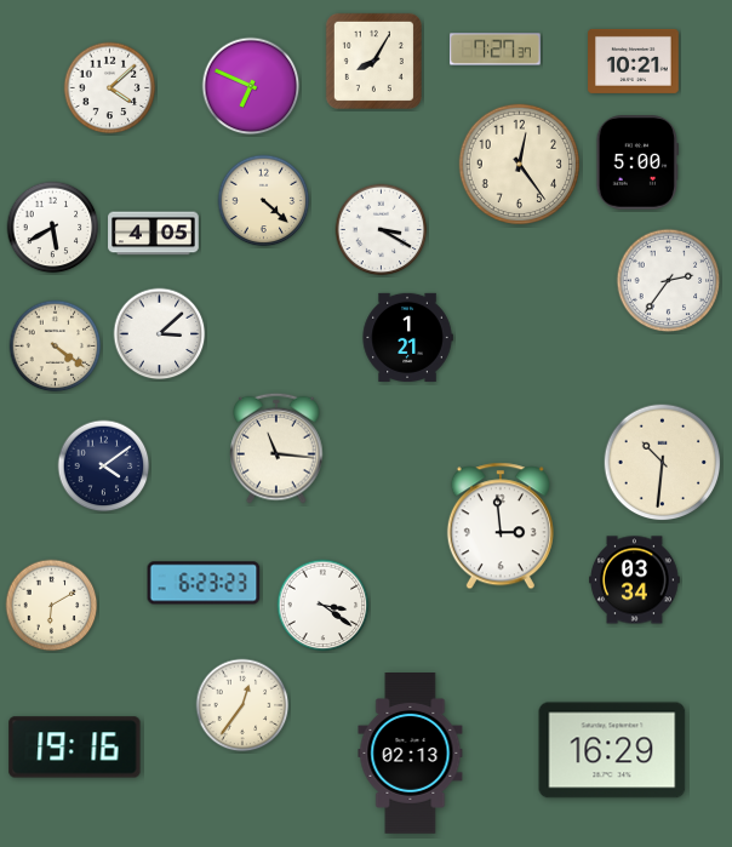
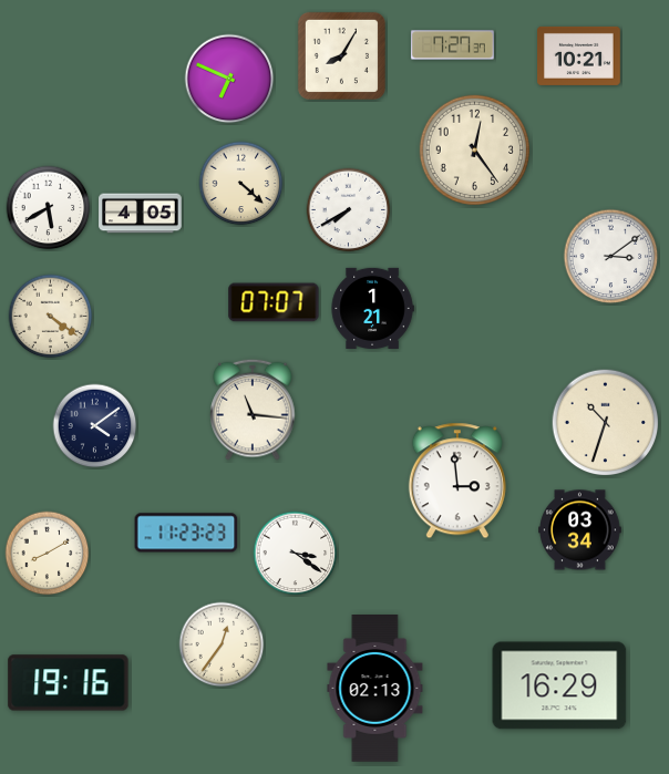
clock at (110, 88): 4:08 -> none
clock at (637, 162): 5:00 -> none
clock at (382, 230): 3:20 -> 7:40
clock at (669, 281): 2:36 -> 3:09
clock at (274, 302): none -> 07:07
clock at (160, 334): 3:08 -> none
clock at (663, 463): 10:31 -> 10:33
clock at (204, 583): 6:23 -> 11:23
clock at (52, 606): 6:10 -> 8:10
